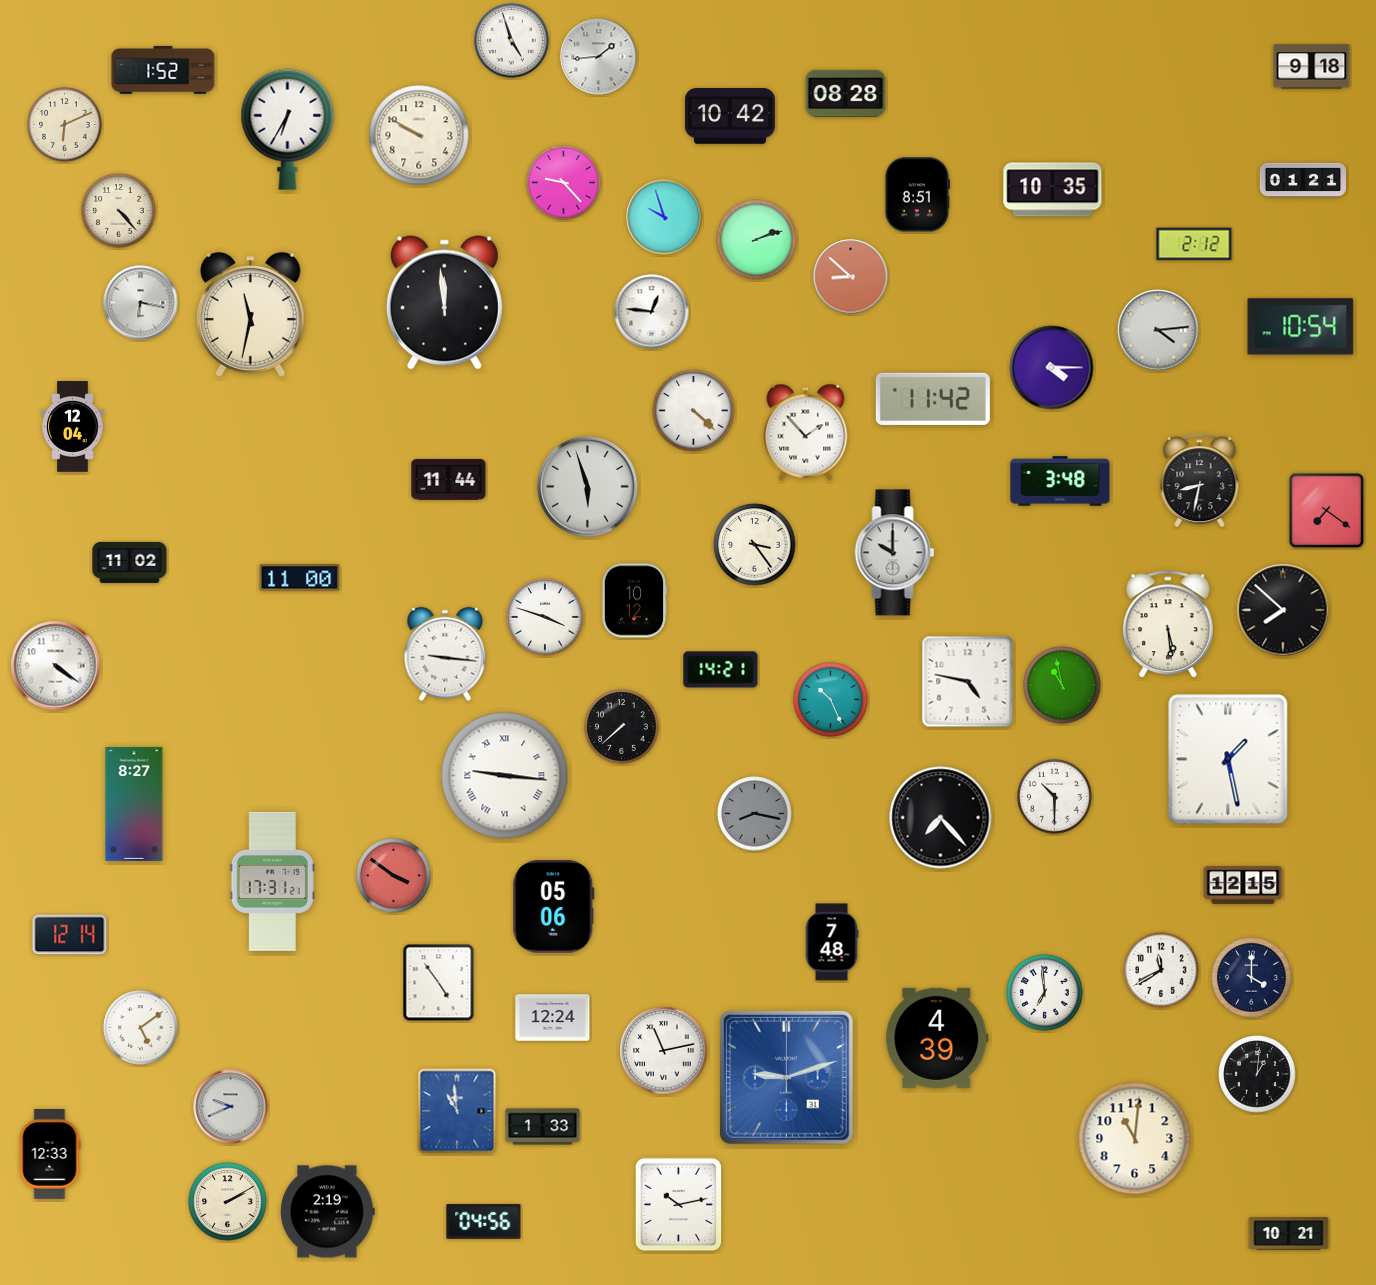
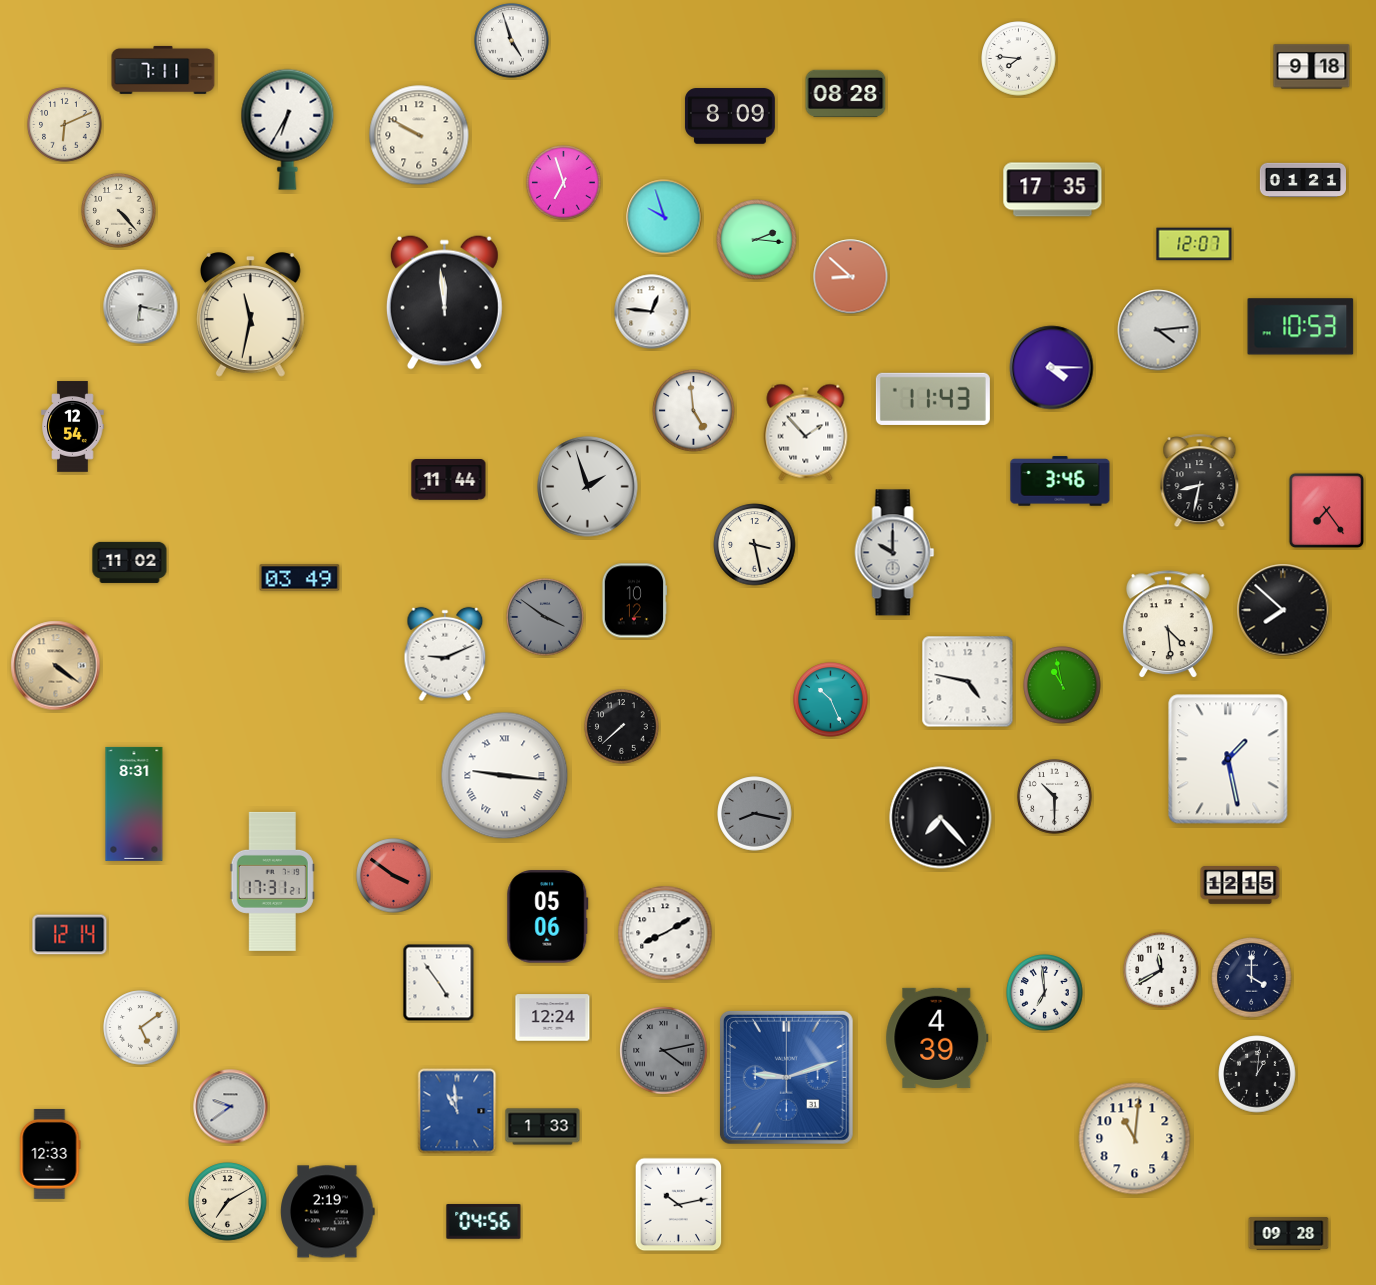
clock at (599, 57): 1:44 -> none
clock at (1019, 59): none -> 7:46
clock at (163, 70): 1:52 -> 7:11
clock at (730, 116): 10:42 -> 8:09
clock at (564, 183): 9:23 -> 6:57
clock at (1053, 190): 10:35 -> 17:35
clock at (917, 195): 8:51 -> none
clock at (757, 240): 2:12 -> 2:16
clock at (1194, 244): 2:12 -> 12:07
clock at (141, 303) position: (141, 303) -> (141, 307)
clock at (1301, 327): 10:54 -> 10:53
clock at (933, 399): 11:42 -> 11:43
clock at (694, 411): 4:22 -> 4:59
clock at (73, 427): 12:04 -> 12:54
clock at (1060, 481): 3:48 -> 3:46
clock at (588, 487): 5:57 -> 1:57
clock at (1327, 511): 7:21 -> 7:24
clock at (755, 545): 3:24 -> 3:28
clock at (300, 578): 11:00 -> 03:49
clock at (545, 617): 3:48 -> 3:51
clock at (545, 617) dial: white -> grey
clock at (1168, 625): 5:29 -> 4:29
clock at (445, 654): 9:16 -> 9:11
clock at (56, 666) dial: white -> champagne
clock at (721, 670): 14:21 -> none
clock at (134, 804): 8:27 -> 8:31
clock at (1243, 886) position: (1243, 886) -> (1240, 886)
clock at (554, 907) position: (554, 907) -> (548, 917)
clock at (665, 933): none -> 8:10
clock at (832, 942): 7:48 -> none
clock at (664, 1051): 11:13 -> 4:13
clock at (664, 1051) dial: white -> grey
clock at (231, 1107): 9:41 -> 9:39
clock at (228, 1202): 2:10 -> 7:10
clock at (1289, 1234): 10:21 -> 09:28
